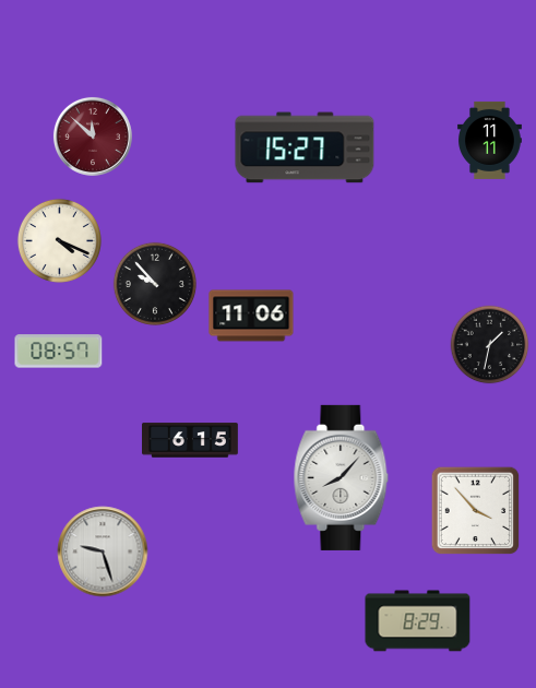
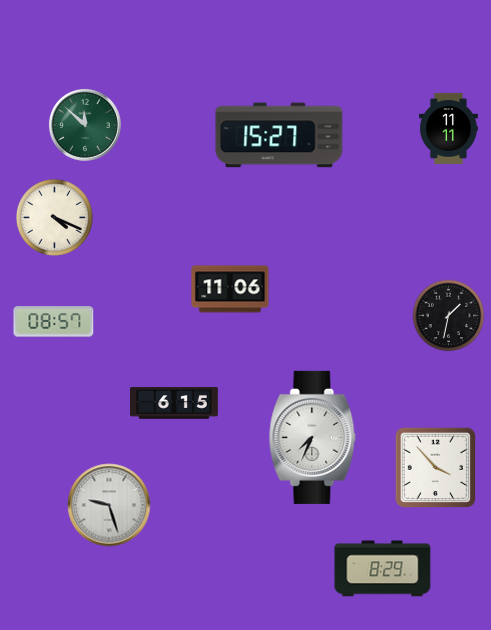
clock at (93, 137) dial: burgundy -> green
clock at (59, 240) position: (59, 240) -> (54, 217)
clock at (155, 284): 9:53 -> none
clock at (342, 477): 8:07 -> 7:34
clock at (103, 551) position: (103, 551) -> (109, 505)
